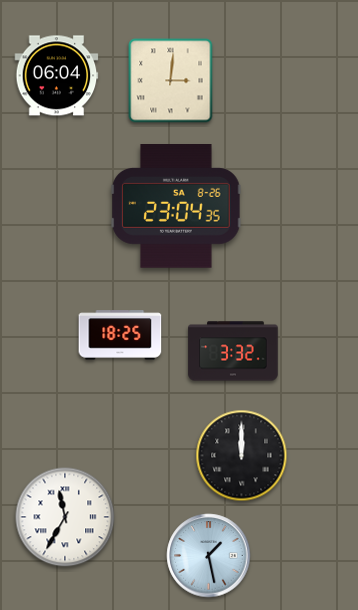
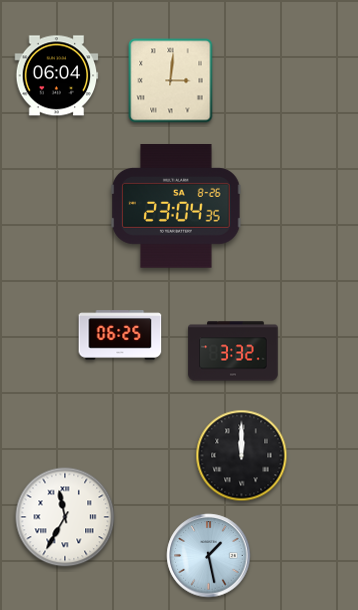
clock at (120, 335): 18:25 -> 06:25
